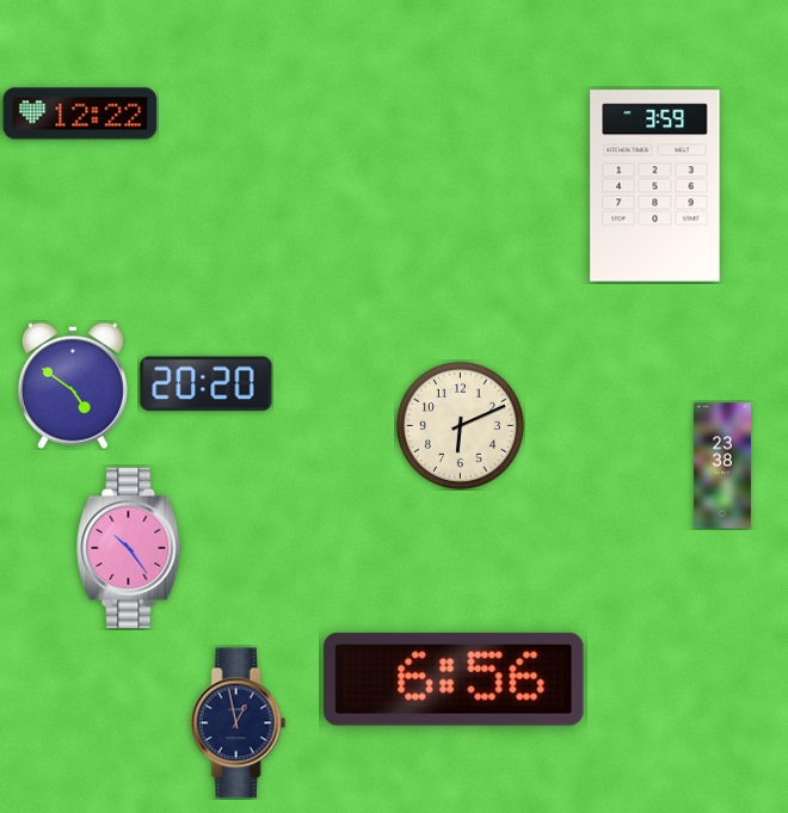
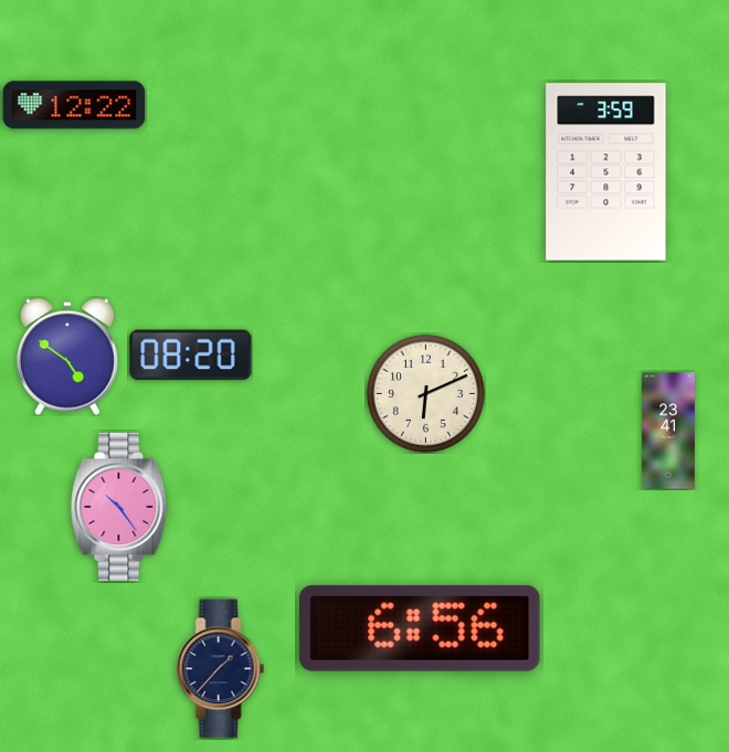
clock at (207, 384): 20:20 -> 08:20
clock at (722, 466): 23:38 -> 23:41
clock at (239, 723): 12:58 -> 1:37
